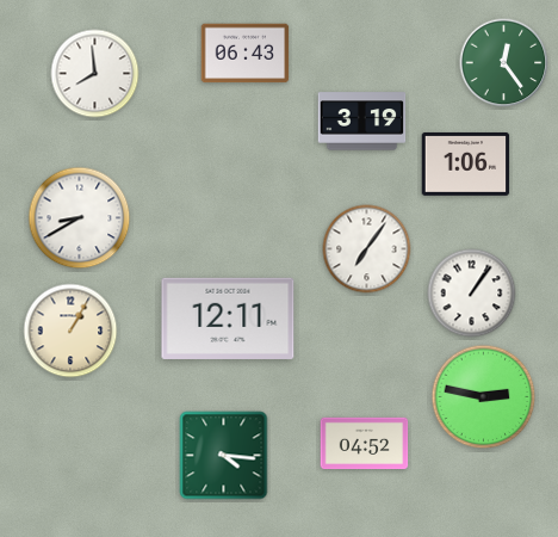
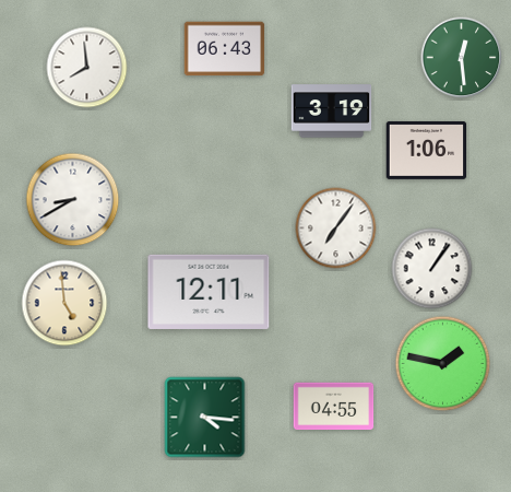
clock at (504, 63): 12:24 -> 12:29
clock at (70, 331): 1:05 -> 4:59
clock at (484, 397): 2:47 -> 1:47
clock at (365, 444): 04:52 -> 04:55
